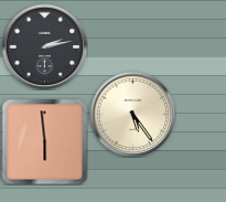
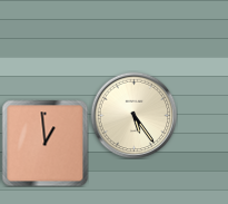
clock at (44, 46): 2:13 -> none
clock at (44, 141): 5:59 -> 12:59
